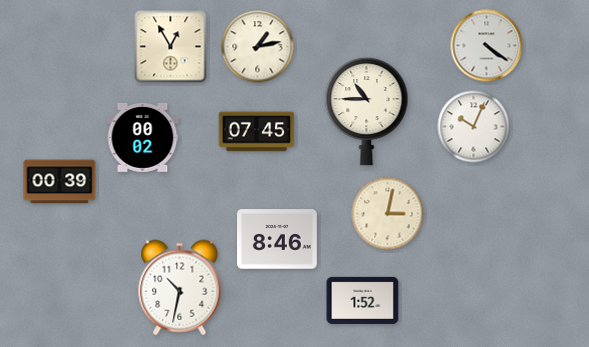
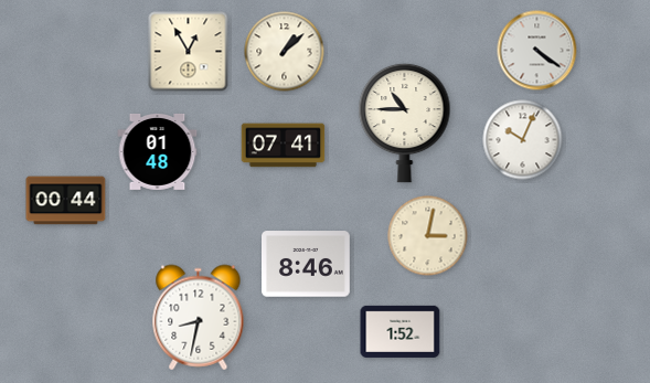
clock at (258, 47): 1:13 -> 1:08
clock at (257, 132): 07:45 -> 07:41
clock at (143, 137): 00:02 -> 01:48
clock at (60, 182): 00:39 -> 00:44
clock at (180, 288): 10:32 -> 8:32
